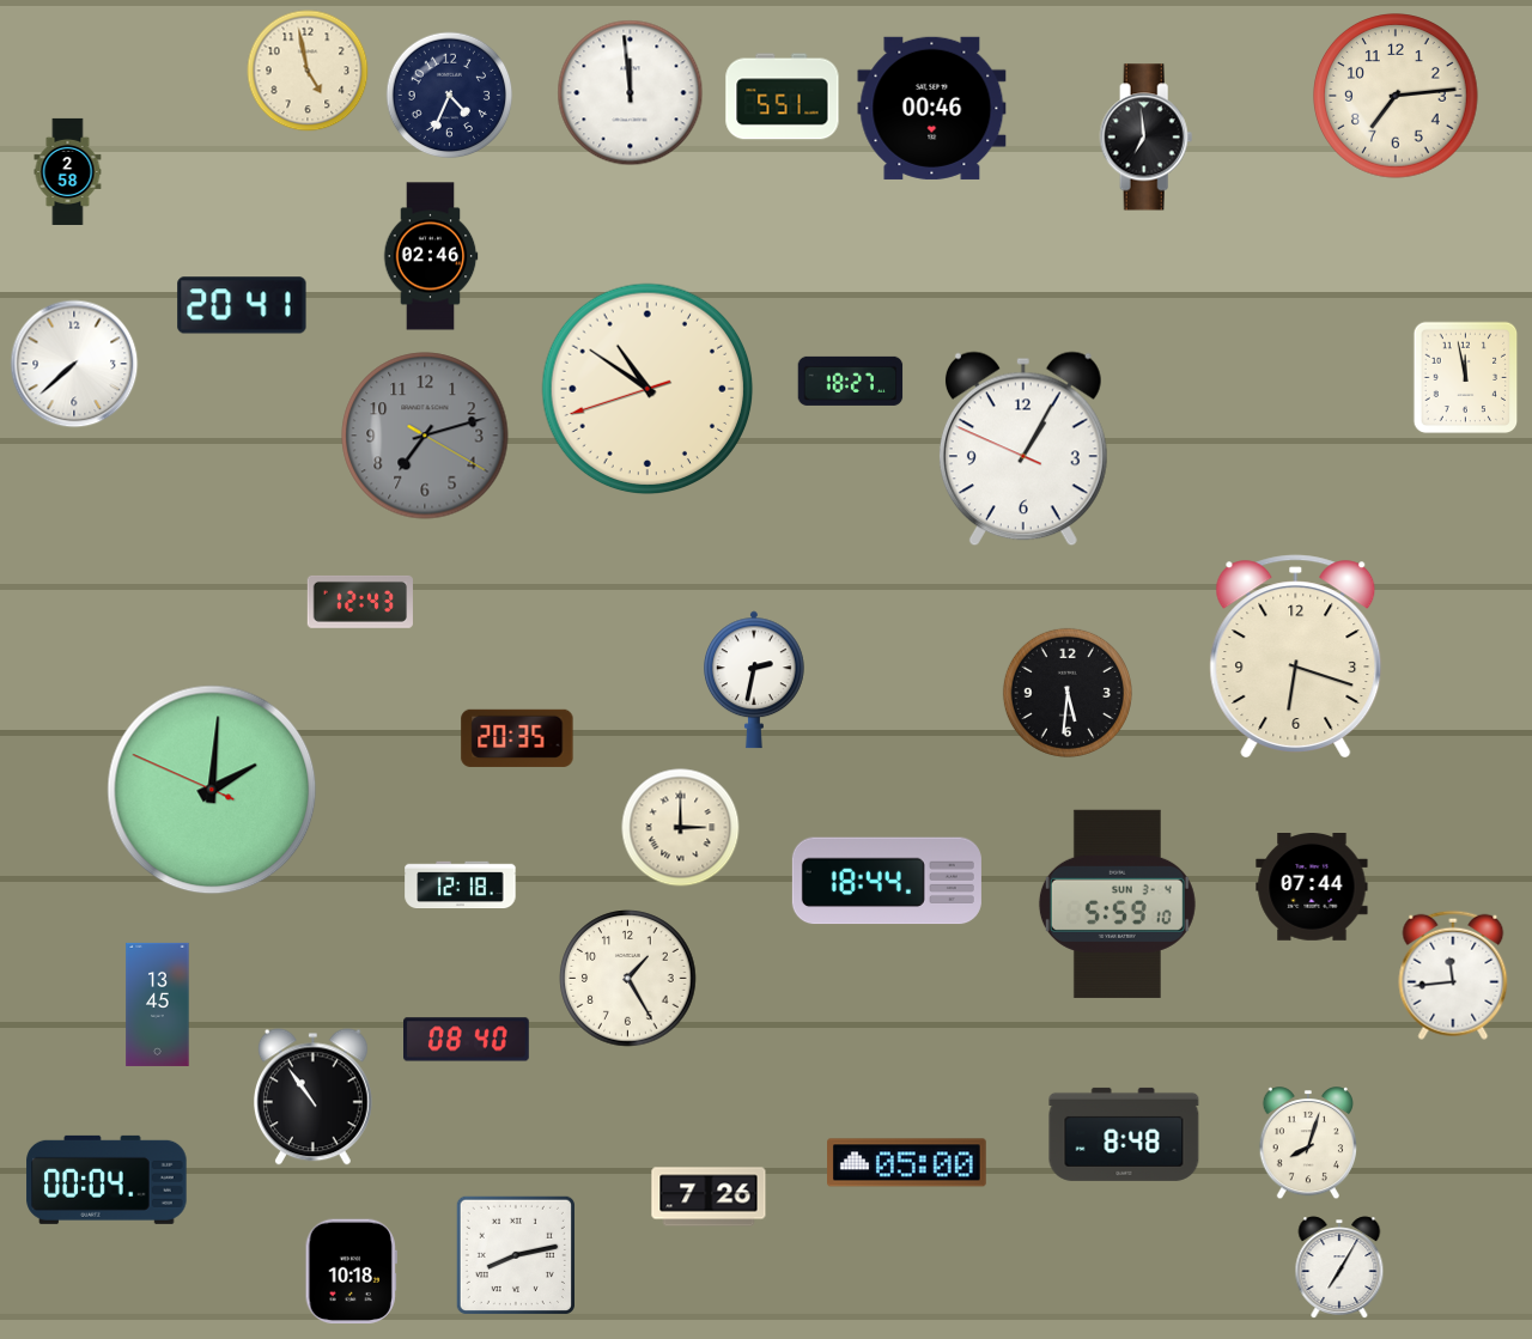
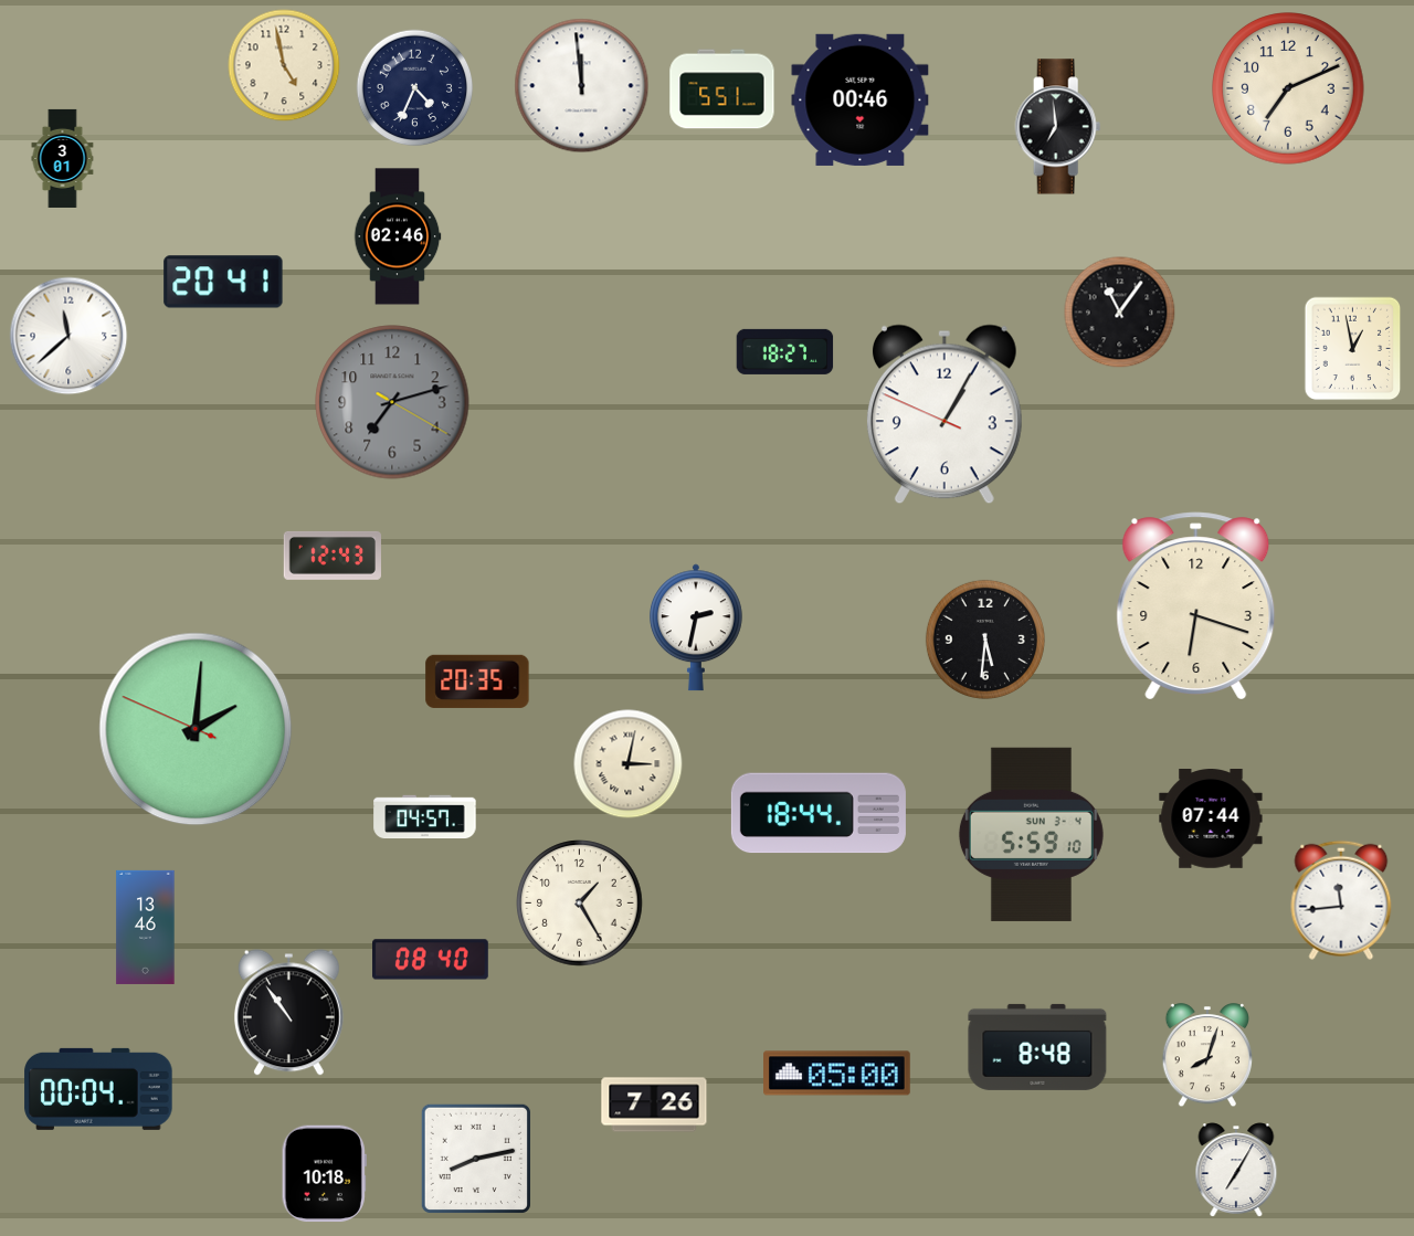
clock at (1396, 96): 7:14 -> 7:11
clock at (68, 171): 2:58 -> 3:01
clock at (1120, 313): none -> 11:06
clock at (74, 364): 7:38 -> 11:38
clock at (1466, 378): 11:58 -> 12:58
clock at (648, 389): 10:50 -> none
clock at (681, 828): 3:00 -> 3:02
clock at (461, 885): 12:18 -> 04:57
clock at (158, 1004): 13:45 -> 13:46
